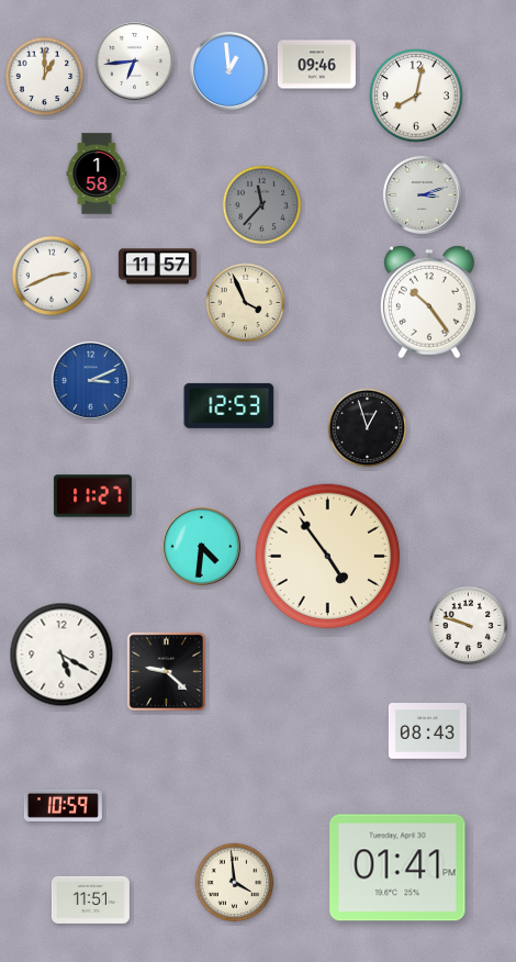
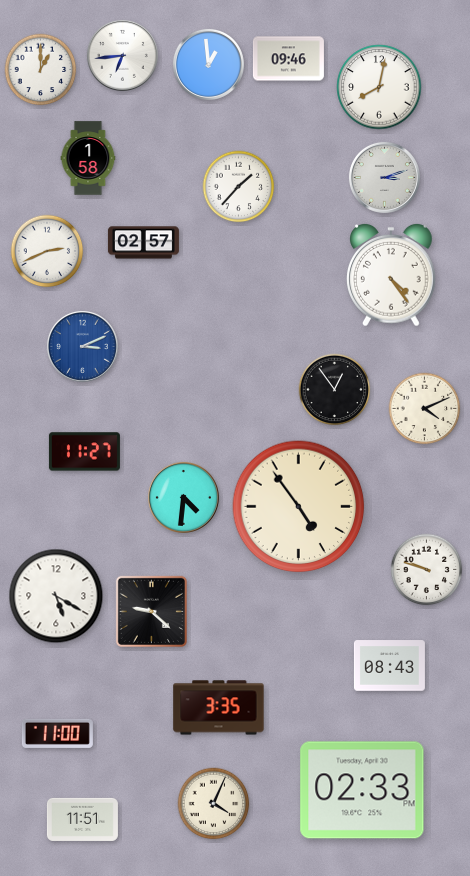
clock at (262, 205): 11:37 -> 1:37
clock at (262, 205) dial: grey -> white
clock at (157, 267): 11:57 -> 02:57
clock at (429, 302): 10:24 -> 4:24
clock at (246, 303): 3:56 -> none
clock at (229, 405): 12:53 -> none
clock at (368, 428): 12:57 -> 12:54
clock at (425, 409): none -> 4:11
clock at (219, 708): none -> 3:35
clock at (63, 805): 10:59 -> 11:00
clock at (397, 868): 01:41 -> 02:33
clock at (235, 883): 3:59 -> 4:04
